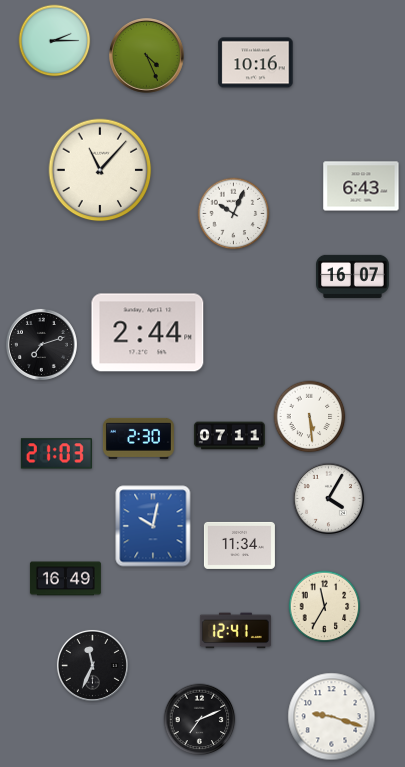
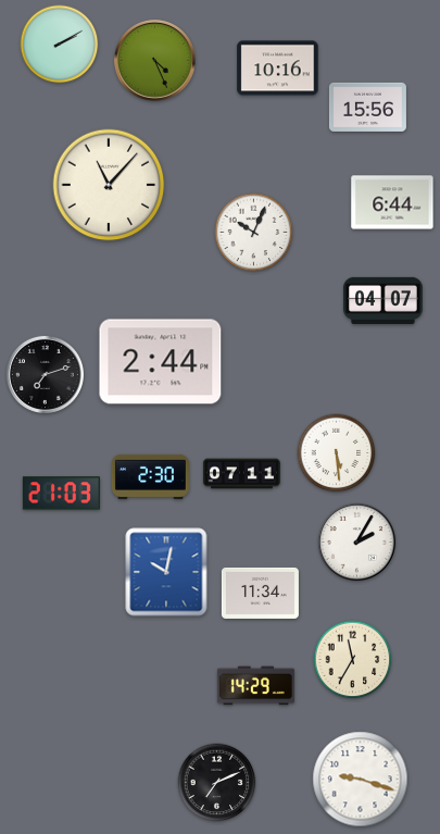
clock at (55, 41): 2:15 -> 2:10
clock at (147, 56) position: (147, 56) -> (155, 61)
clock at (367, 107): none -> 15:56
clock at (361, 186): 6:43 -> 6:44
clock at (353, 276): 16:07 -> 04:07
clock at (229, 436) position: (229, 436) -> (241, 474)
clock at (328, 498): 4:05 -> 2:05
clock at (65, 579): 16:49 -> none
clock at (235, 631): 12:41 -> 14:29
clock at (92, 665): 11:34 -> none
